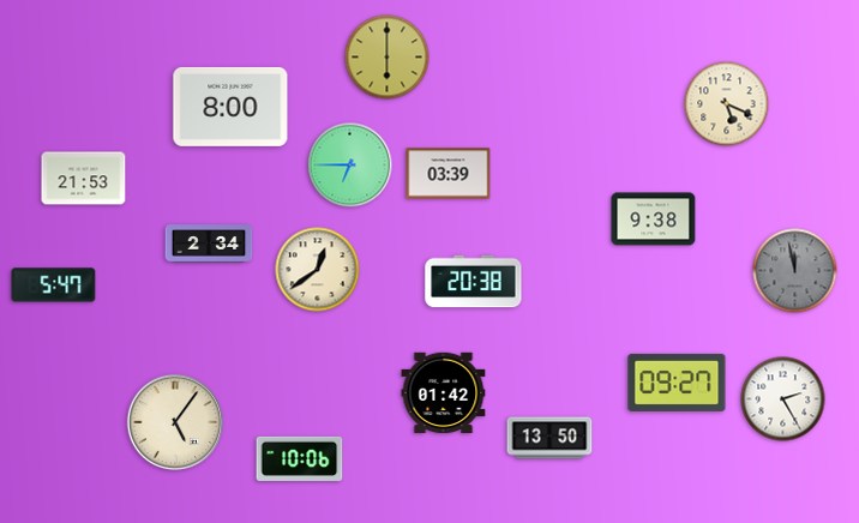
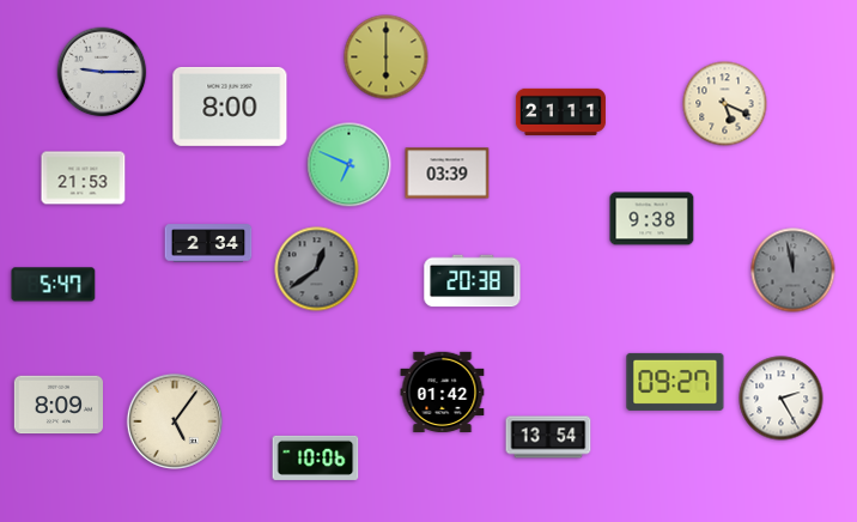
clock at (102, 72): none -> 9:15
clock at (560, 111): none -> 21:11
clock at (350, 166): 6:45 -> 6:49
clock at (318, 270) dial: cream -> grey
clock at (57, 405): none -> 8:09
clock at (549, 438): 13:50 -> 13:54
clock at (300, 458) position: (300, 458) -> (316, 457)
